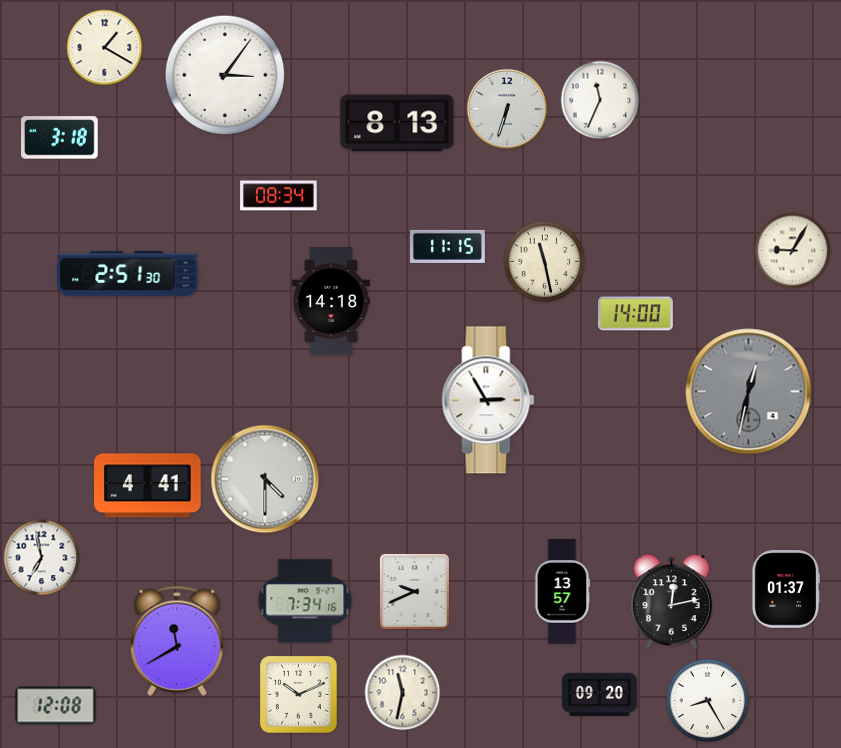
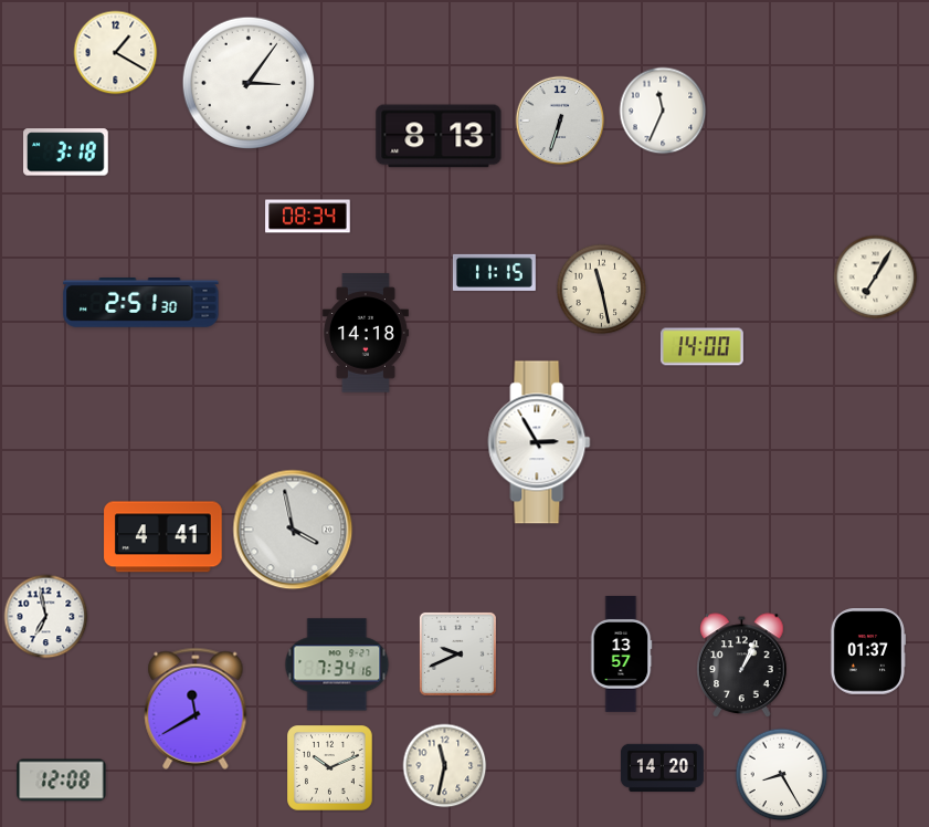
clock at (793, 251): 9:05 -> 7:05
clock at (749, 392): 12:32 -> none
clock at (265, 479): 4:30 -> 3:58
clock at (672, 602): 12:13 -> 1:04
clock at (599, 694): 09:20 -> 14:20
